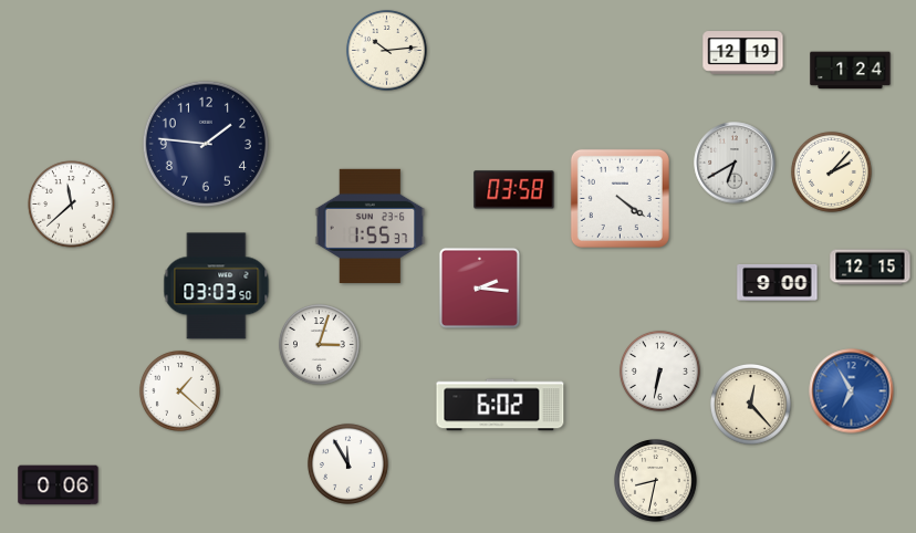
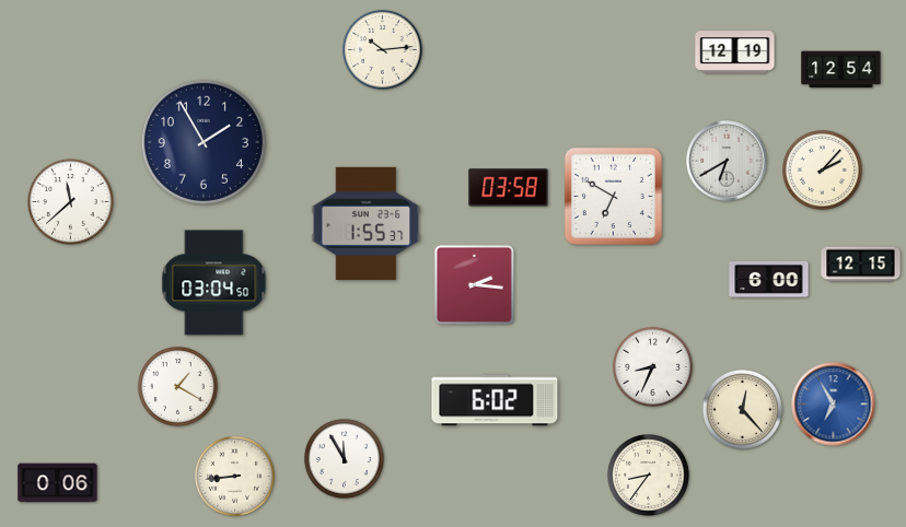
clock at (851, 71): 1:24 -> 12:54
clock at (206, 144): 1:46 -> 1:55
clock at (620, 198): 4:21 -> 6:50
clock at (778, 282): 9:00 -> 6:00
clock at (217, 286): 03:03 -> 03:04
clock at (319, 344): 3:03 -> none
clock at (659, 370): 6:32 -> 8:34
clock at (179, 390): 1:22 -> 1:20
clock at (852, 391) position: (852, 391) -> (834, 405)
clock at (750, 404) position: (750, 404) -> (742, 409)
clock at (234, 476): none -> 8:44
clock at (656, 481): 8:32 -> 8:36
clock at (59, 485) position: (59, 485) -> (58, 483)
